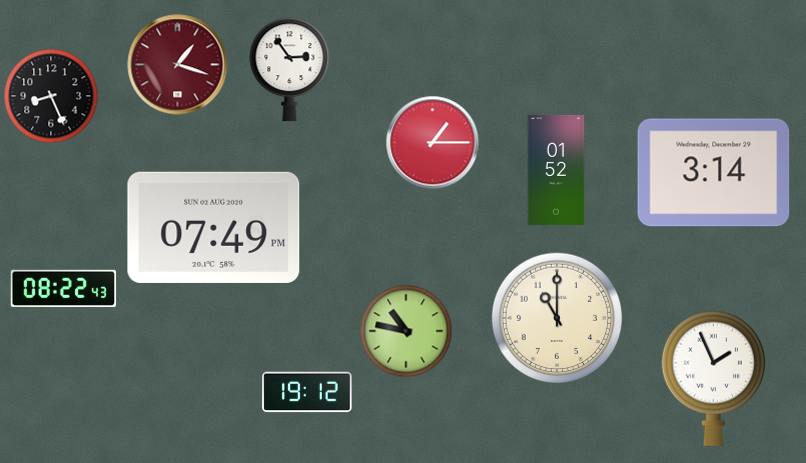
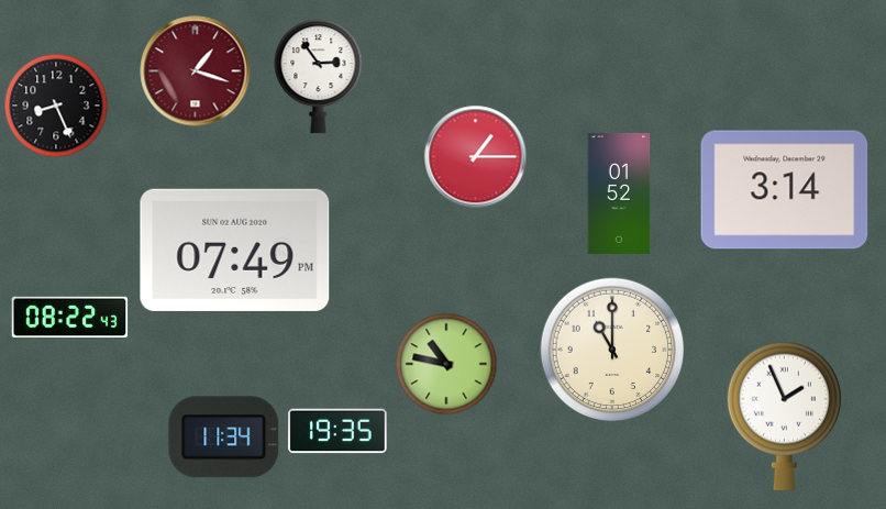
clock at (556, 170) position: (556, 170) -> (619, 193)
clock at (307, 392): 19:12 -> 19:35
clock at (224, 438): none -> 11:34
